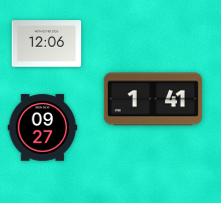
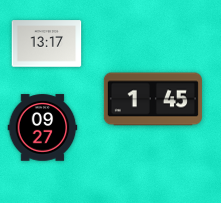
clock at (47, 44): 12:06 -> 13:17
clock at (153, 99): 1:41 -> 1:45
